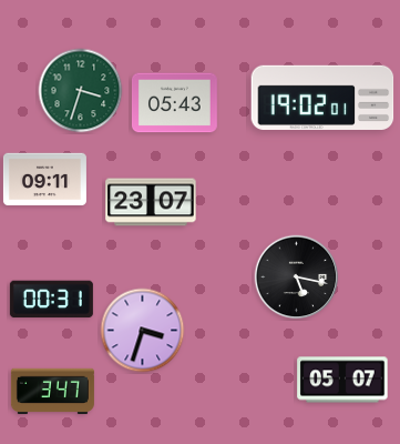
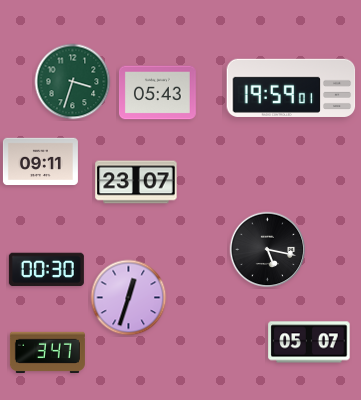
clock at (322, 98): 19:02 -> 19:59
clock at (51, 300): 00:31 -> 00:30
clock at (143, 331): 3:33 -> 12:33
